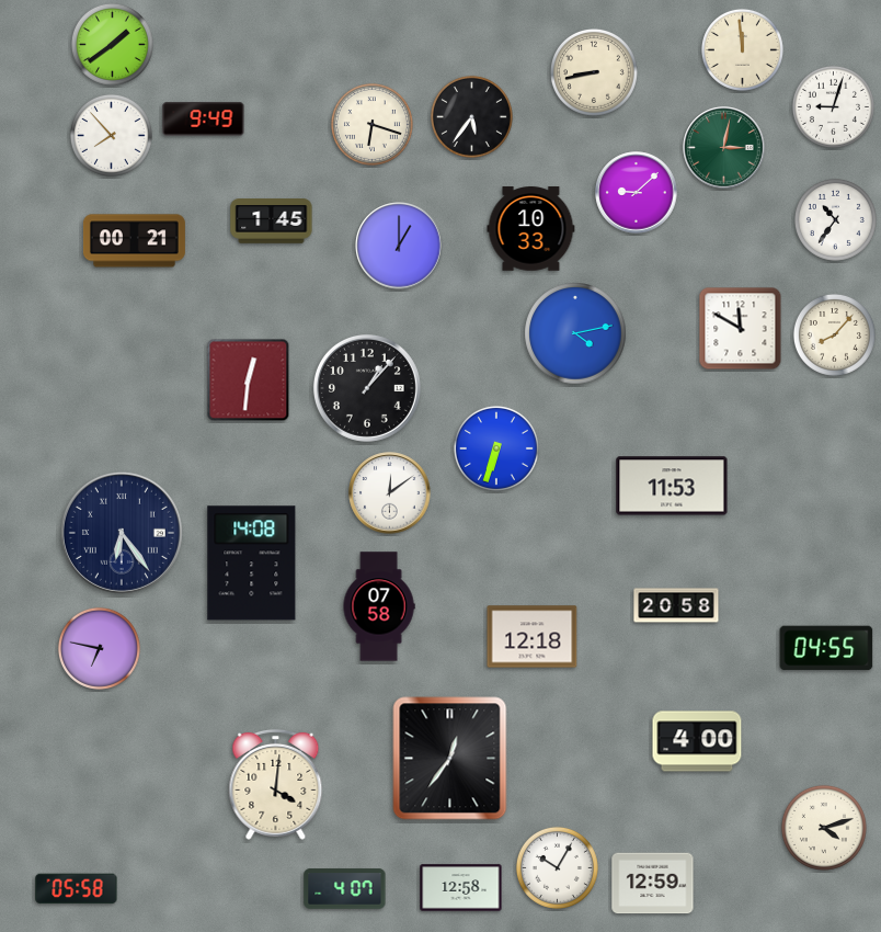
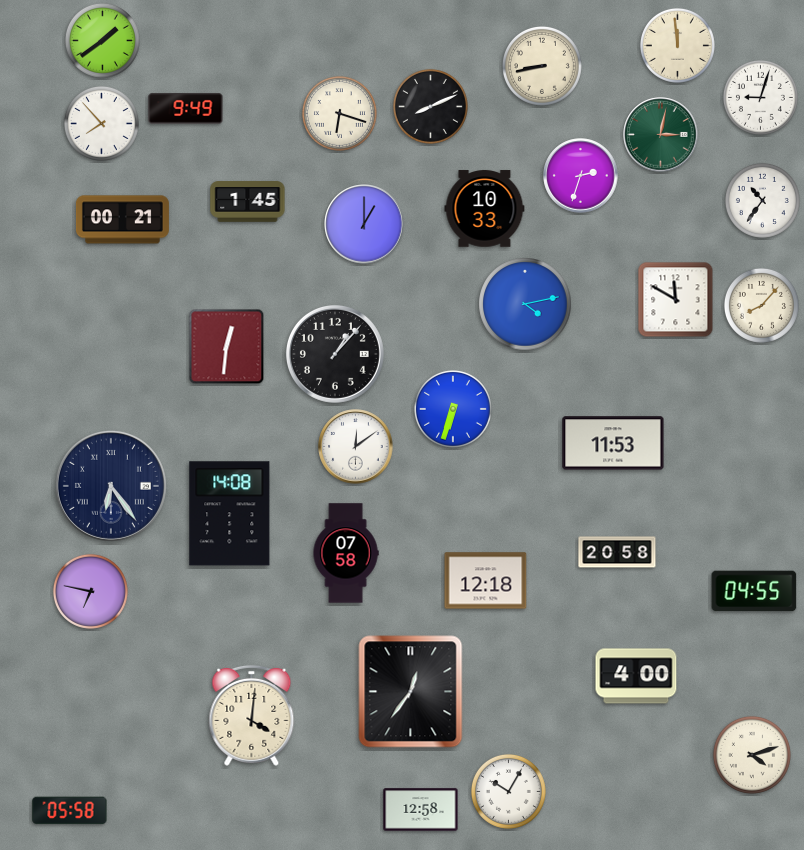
clock at (471, 116): 5:36 -> 8:11
clock at (637, 193): 9:08 -> 2:33
clock at (390, 493) position: (390, 493) -> (356, 447)
clock at (653, 884): 12:59 -> none
clock at (345, 889): 4:07 -> none
